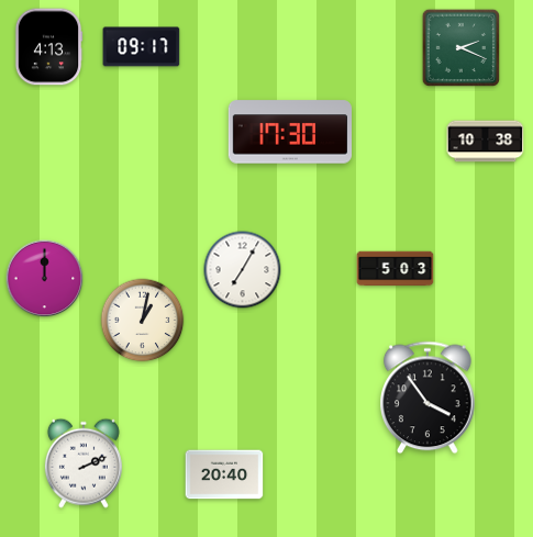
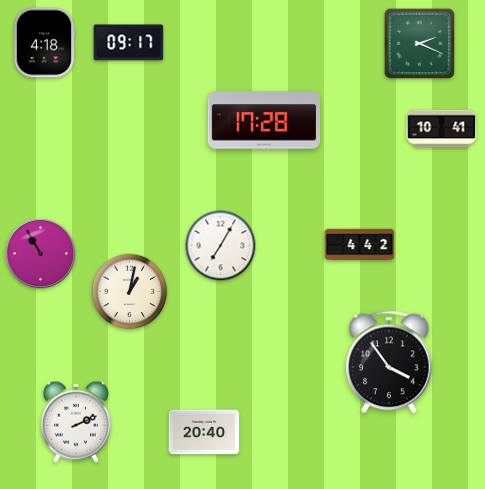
clock at (48, 47): 4:13 -> 4:18
clock at (290, 132): 17:30 -> 17:28
clock at (486, 142): 10:38 -> 10:41
clock at (396, 269): 5:03 -> 4:42
clock at (45, 279): 12:00 -> 10:55
